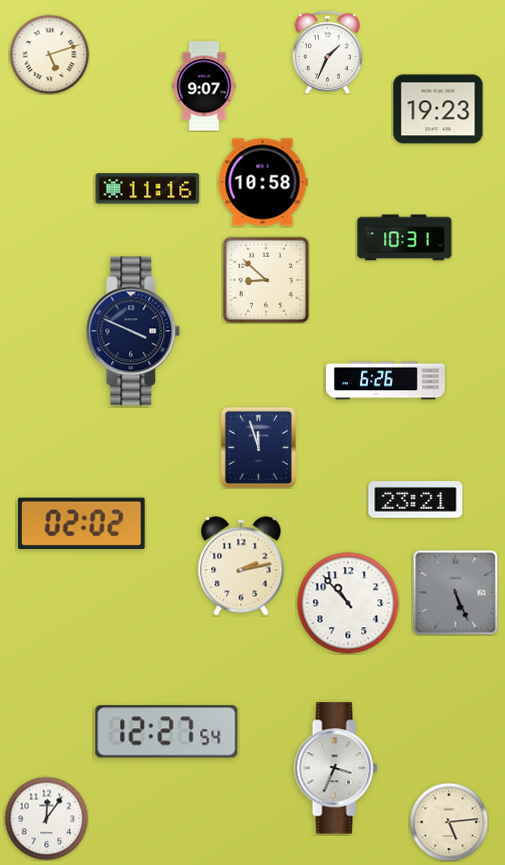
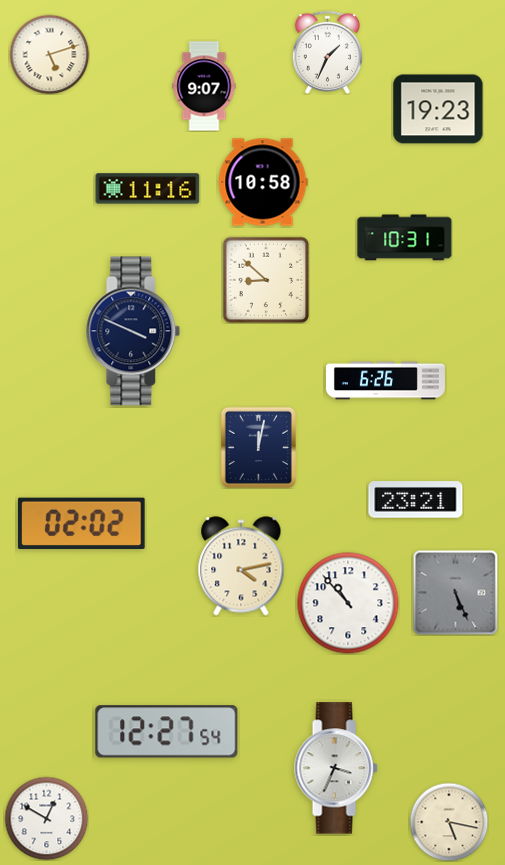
clock at (258, 447): 11:57 -> 12:02
clock at (241, 566): 2:13 -> 4:13
clock at (46, 818): 12:06 -> 12:50
clock at (449, 822): 5:14 -> 5:17
